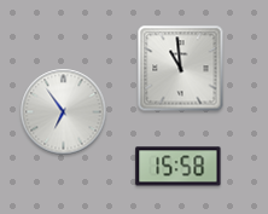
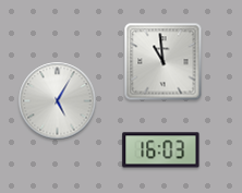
clock at (64, 112): 6:54 -> 5:05
clock at (179, 167): 15:58 -> 16:03
